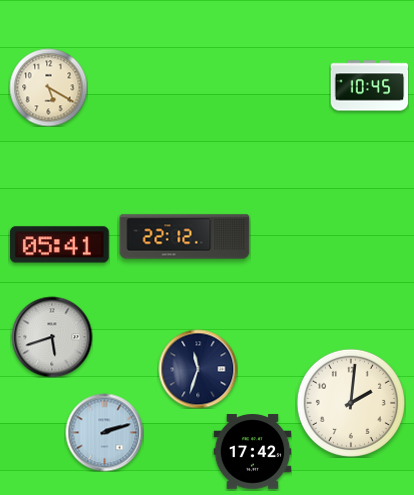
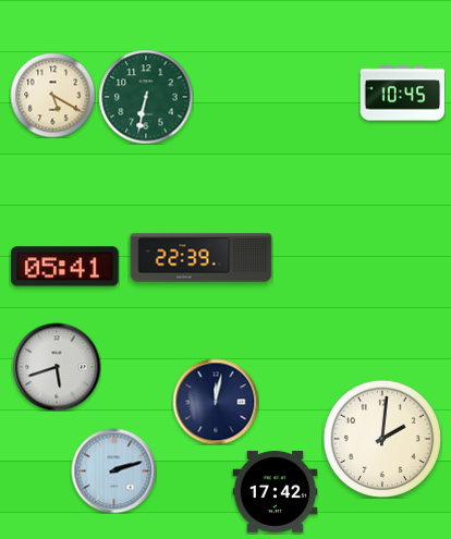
clock at (146, 97): none -> 6:32
clock at (185, 237): 22:12 -> 22:39
clock at (198, 369): 11:33 -> 12:02
